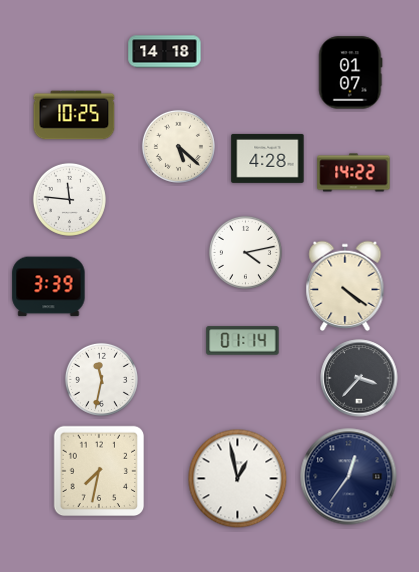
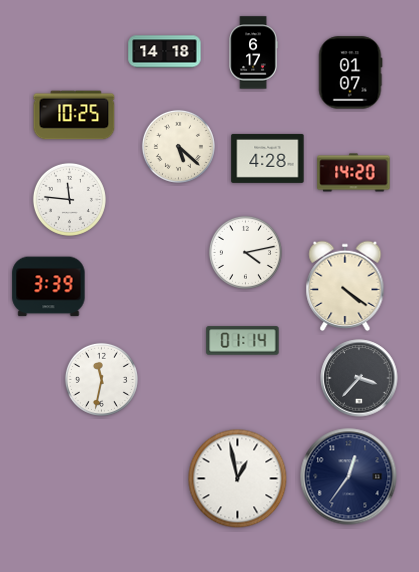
clock at (253, 53): none -> 6:17
clock at (354, 173): 14:22 -> 14:20
clock at (99, 471): 7:32 -> none
